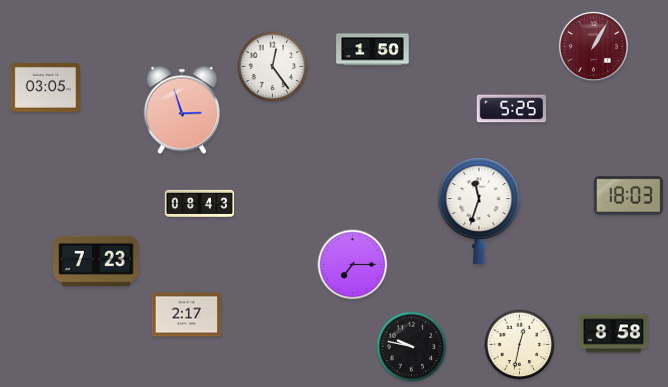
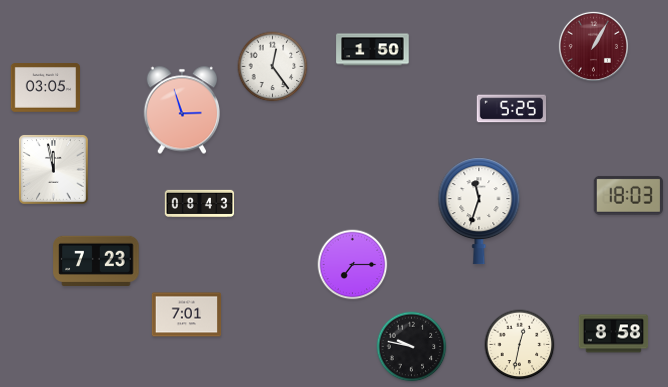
clock at (54, 170): none -> 11:58
clock at (187, 315): 2:17 -> 7:01
